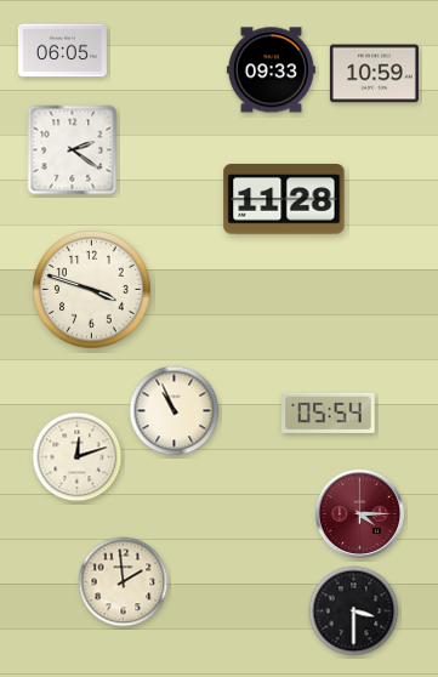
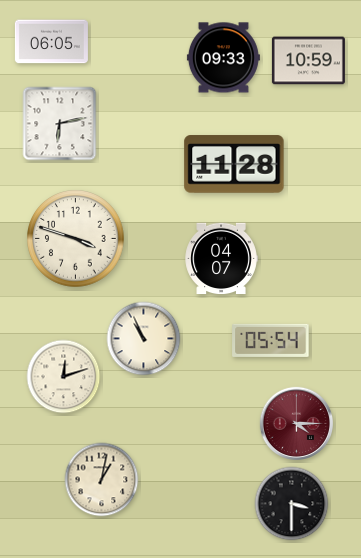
clock at (73, 150): 2:21 -> 6:13
clock at (221, 259): none -> 04:07
clock at (124, 582): 1:59 -> 1:02
